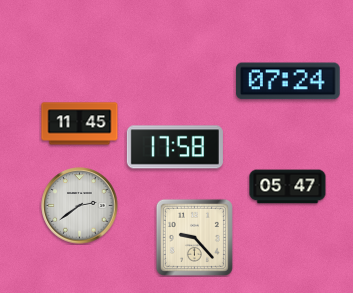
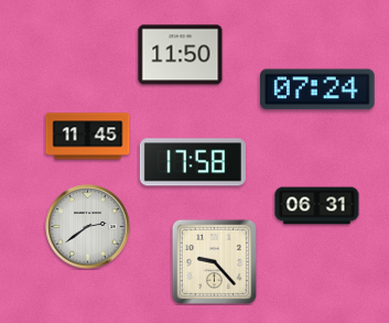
clock at (181, 55): none -> 11:50
clock at (288, 187): 05:47 -> 06:31
